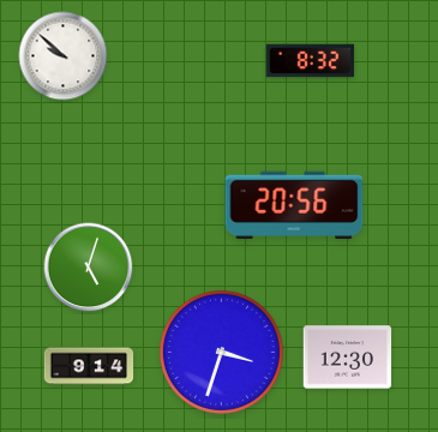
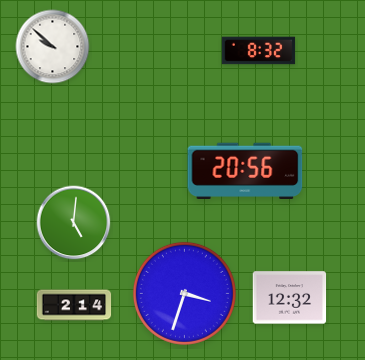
clock at (89, 268): 5:03 -> 5:01
clock at (348, 358): 12:30 -> 12:32
clock at (89, 366): 9:14 -> 2:14
